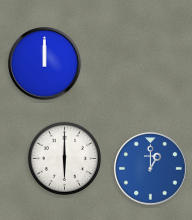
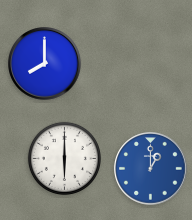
clock at (45, 64): 12:00 -> 8:00
